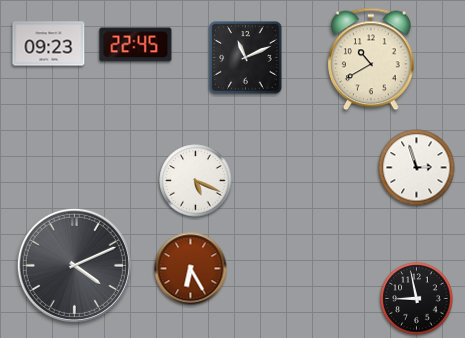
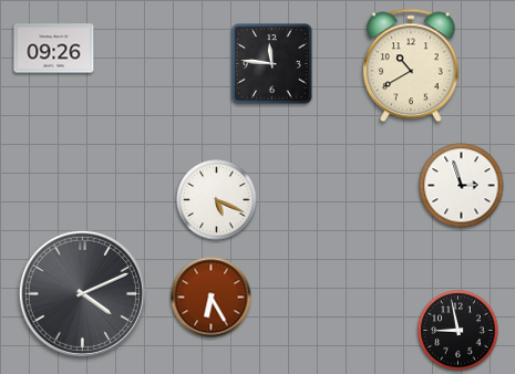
clock at (49, 44): 09:23 -> 09:26
clock at (136, 45): 22:45 -> none
clock at (246, 58): 11:11 -> 11:46
clock at (417, 299) position: (417, 299) -> (459, 331)
